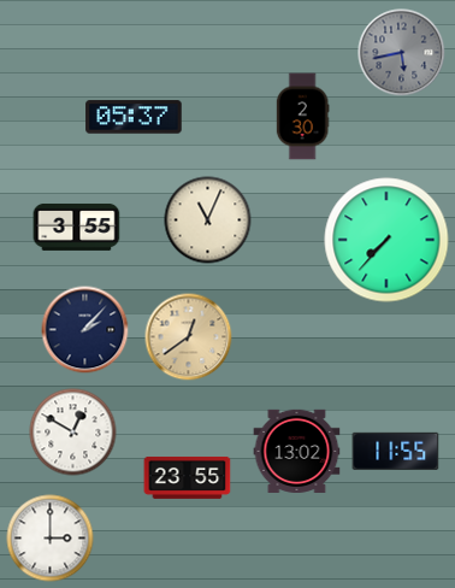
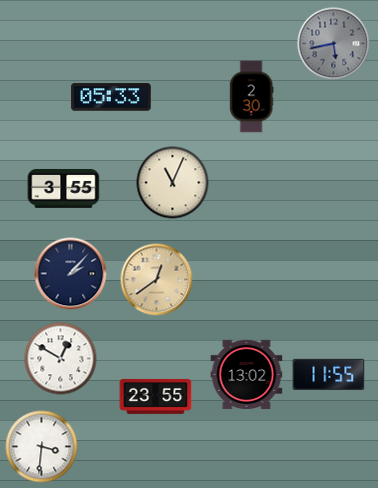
clock at (134, 117): 05:37 -> 05:33
clock at (386, 240): 7:37 -> none
clock at (51, 539): 3:00 -> 3:31
